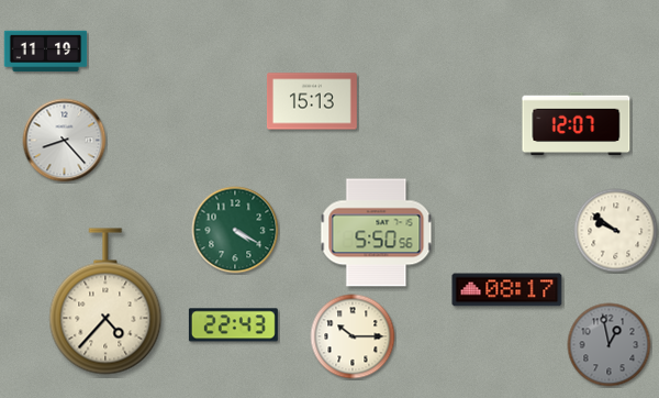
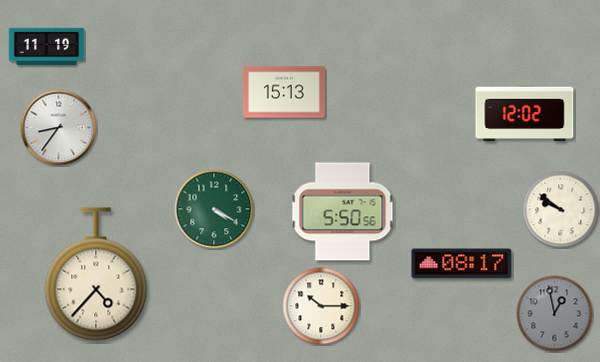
clock at (46, 52) position: (46, 52) -> (47, 47)
clock at (577, 124): 12:07 -> 12:02
clock at (65, 141): 8:23 -> 8:36
clock at (233, 325): 22:43 -> none
